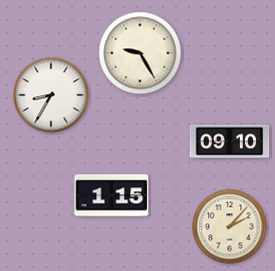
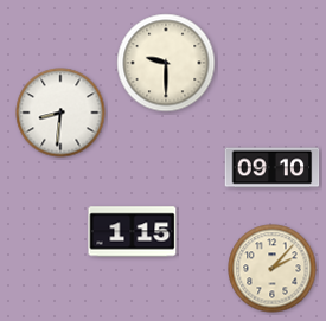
clock at (140, 53): 9:25 -> 9:30
clock at (51, 95): 8:35 -> 8:31
